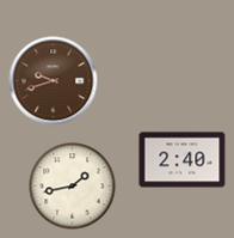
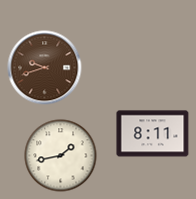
clock at (183, 160): 2:40 -> 8:11
